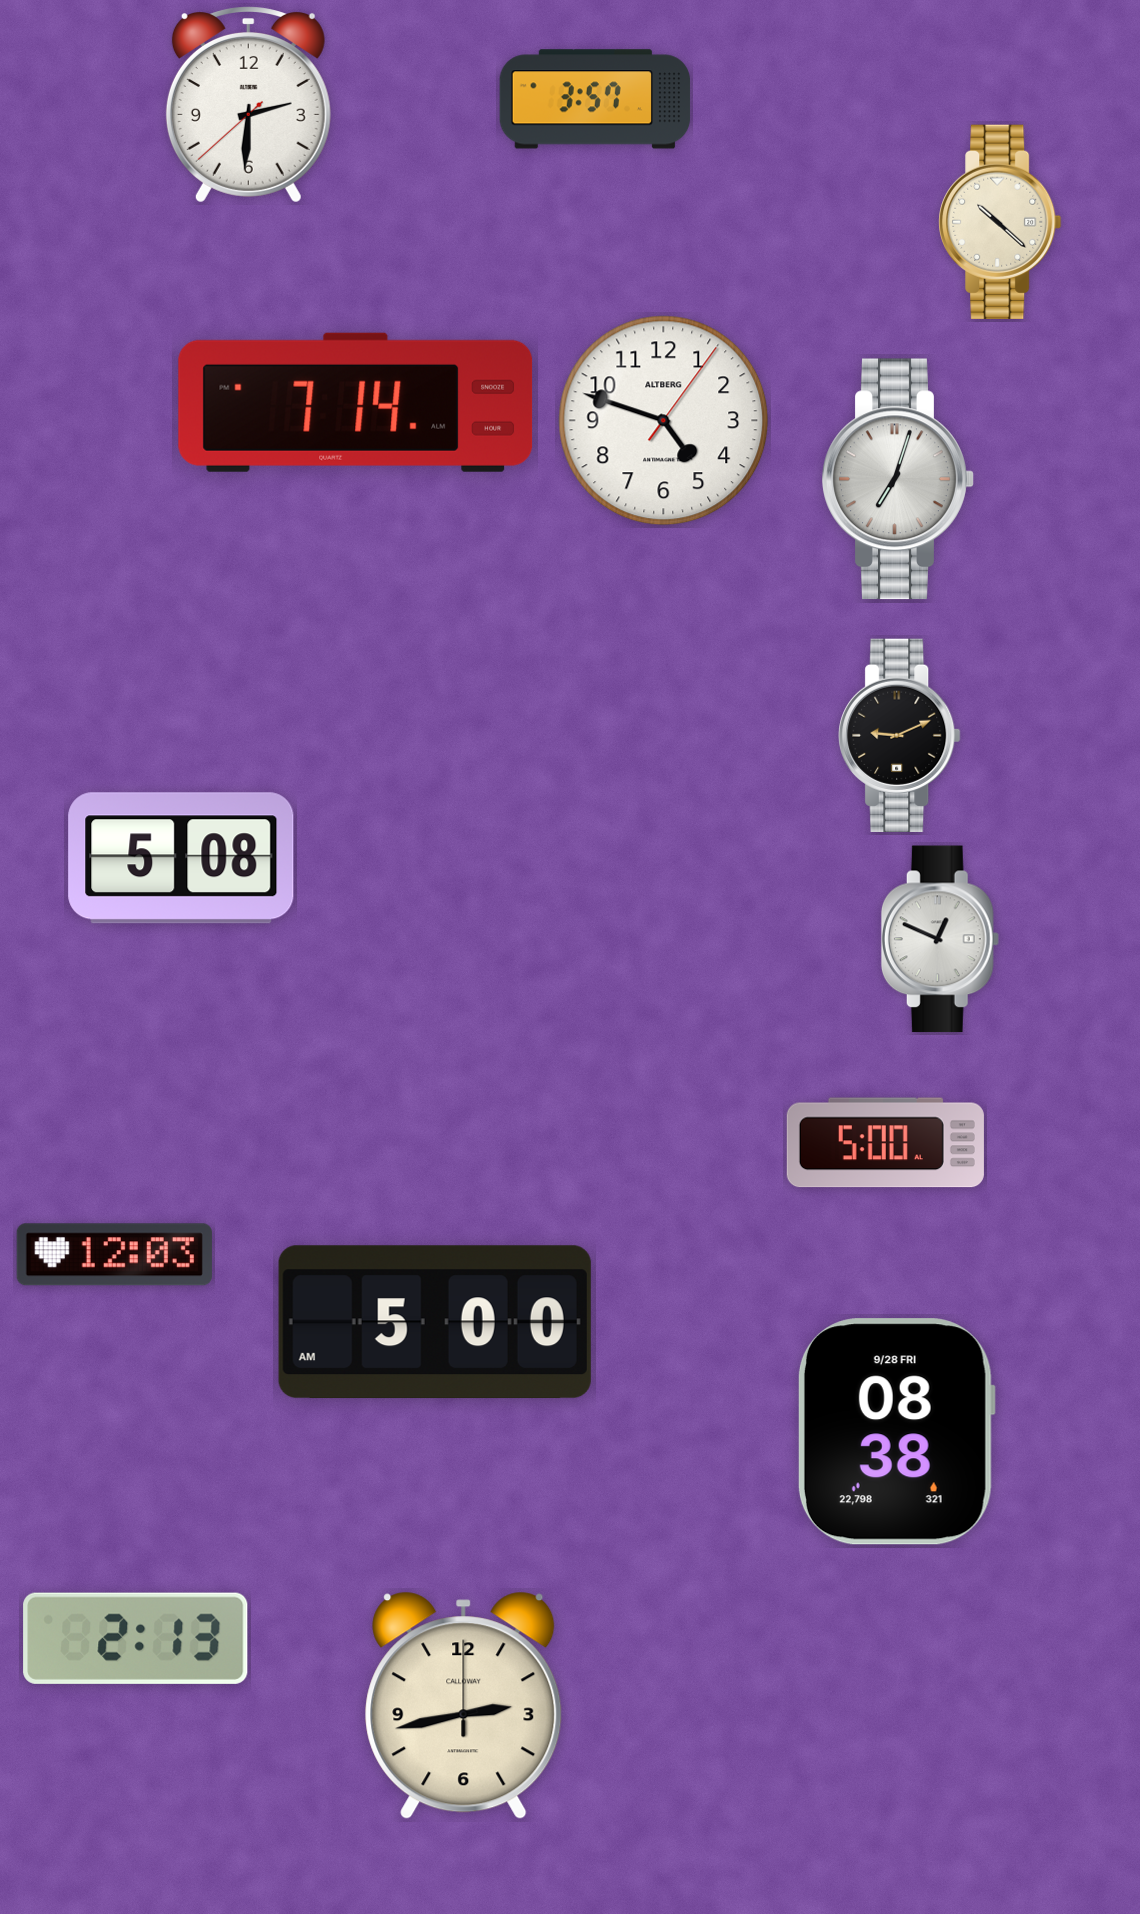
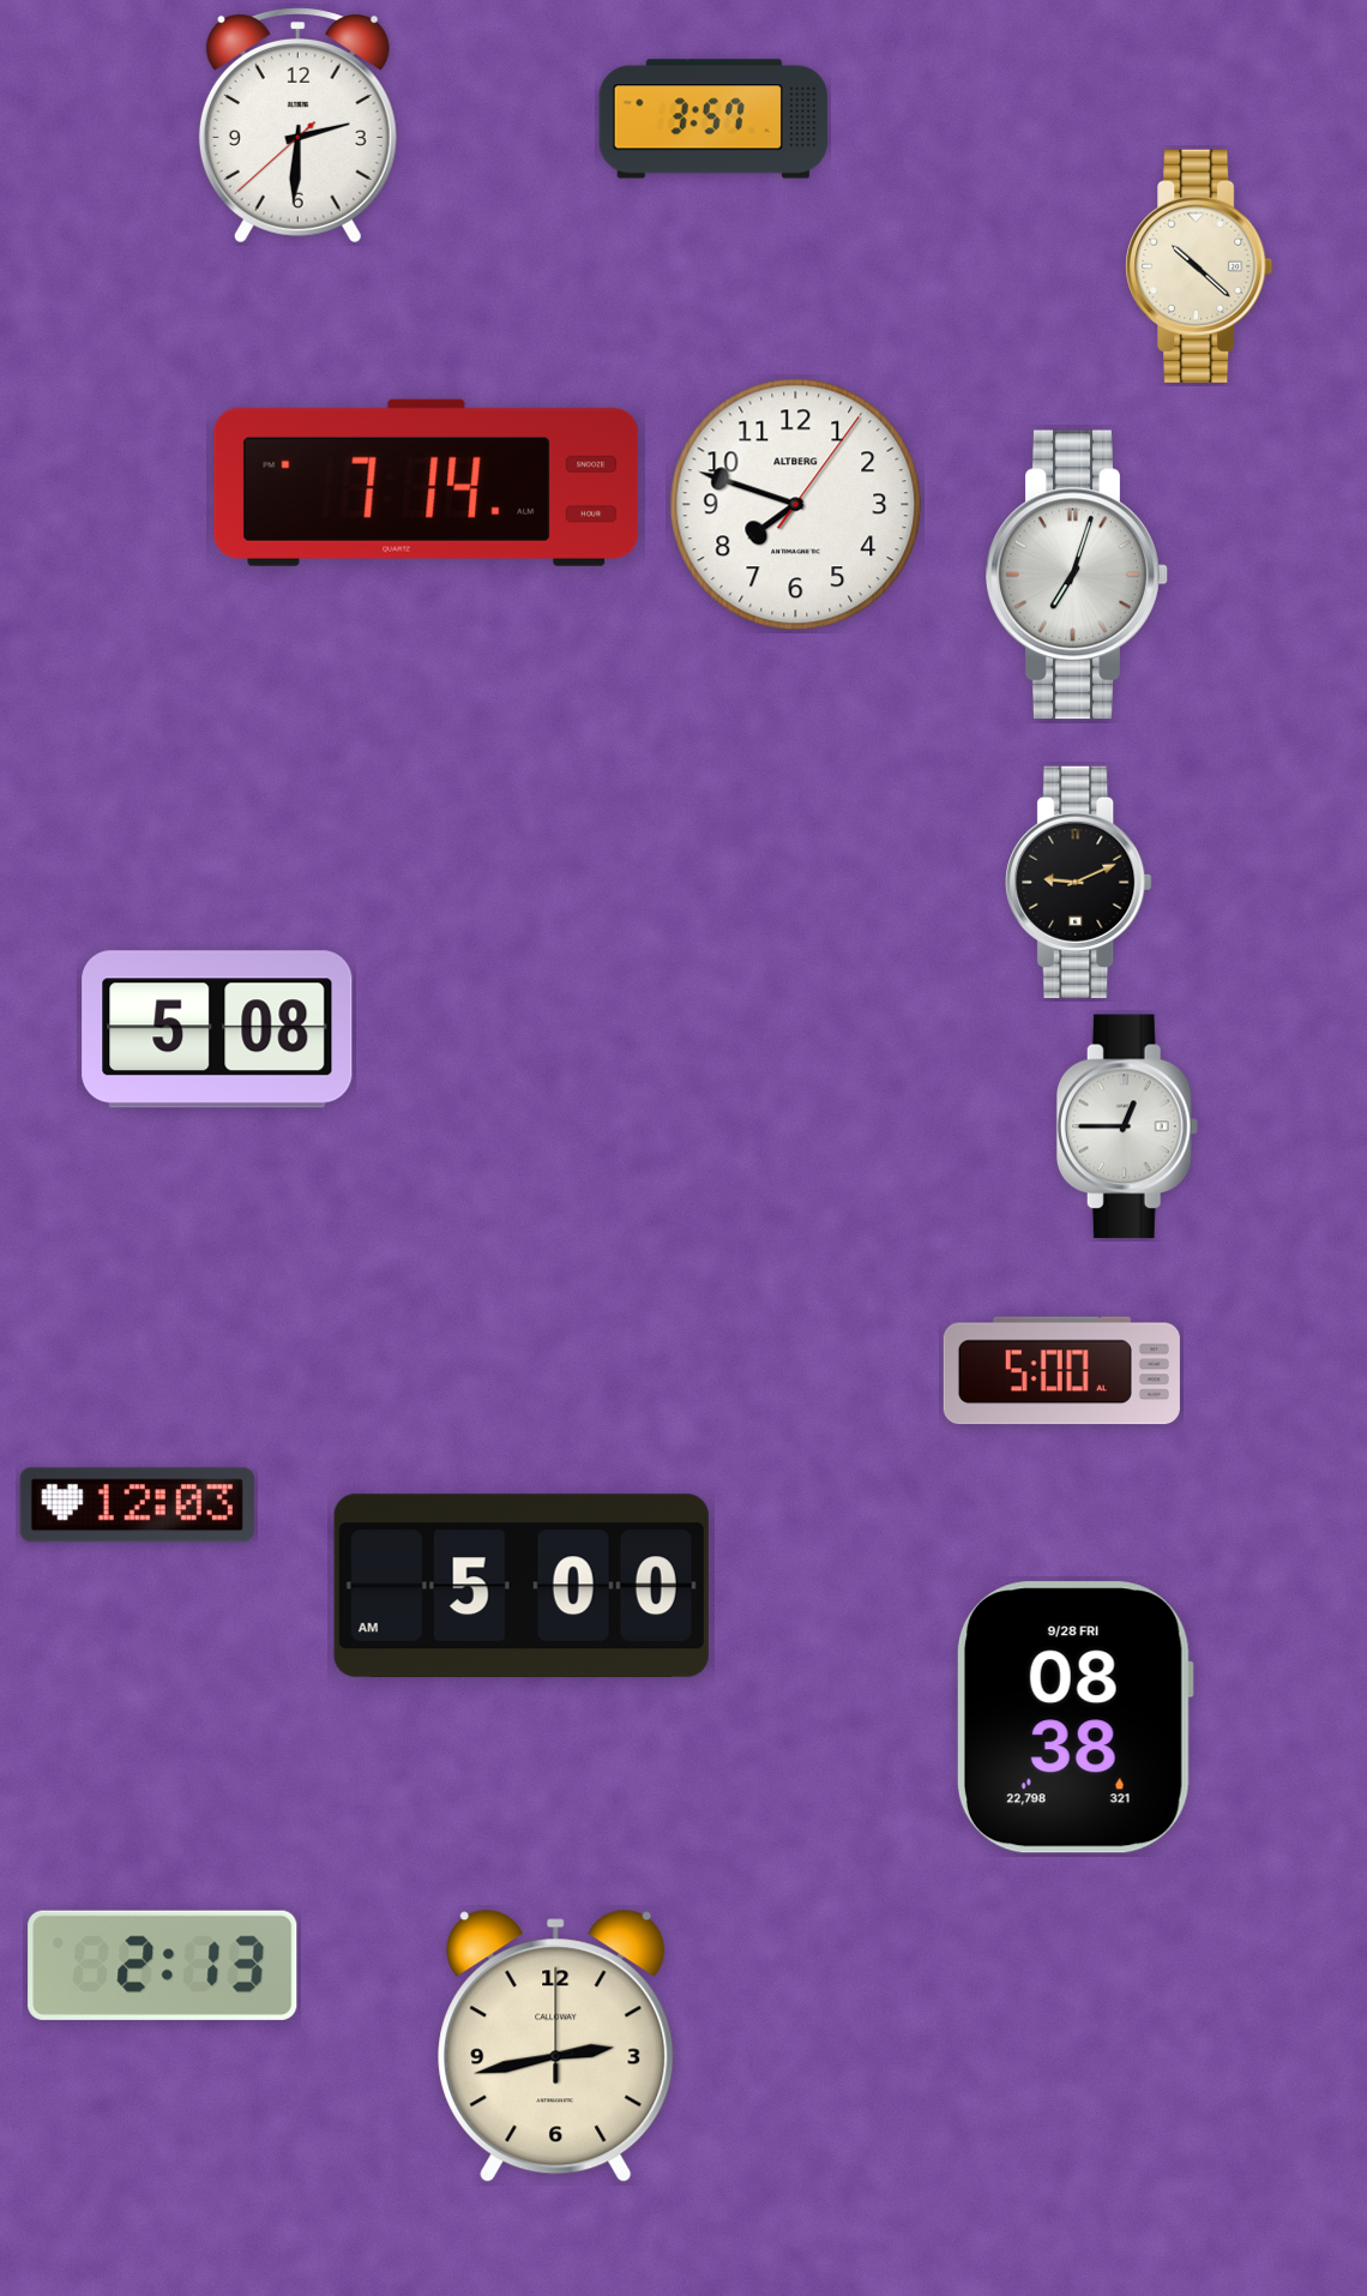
clock at (664, 421): 4:48 -> 7:48
clock at (940, 939): 12:49 -> 12:45
